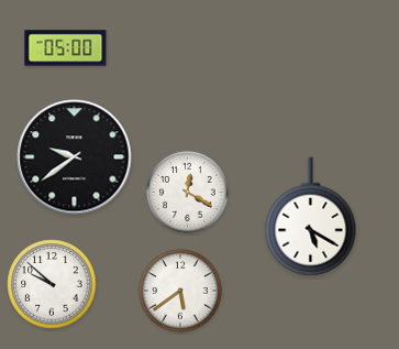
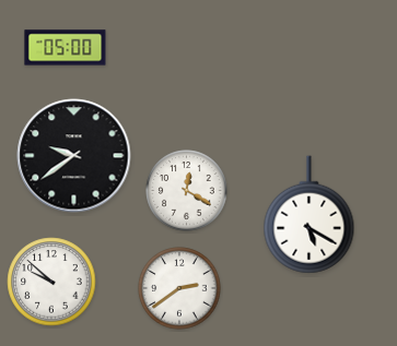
clock at (180, 291): 5:39 -> 2:39
